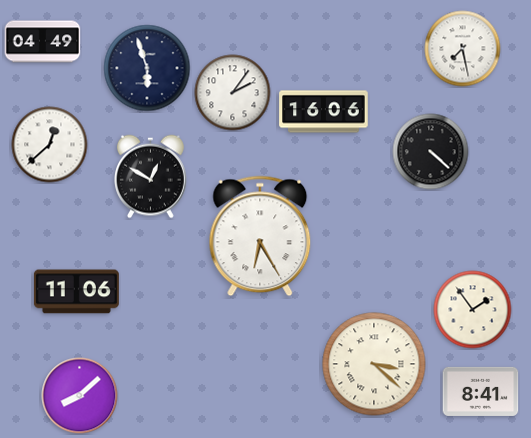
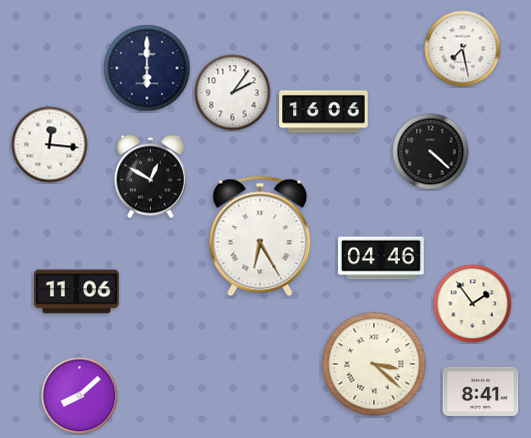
clock at (43, 42): 04:49 -> none
clock at (147, 68): 5:57 -> 6:00
clock at (50, 145): 12:38 -> 12:16
clock at (382, 258): none -> 04:46
clock at (473, 310) position: (473, 310) -> (473, 304)
